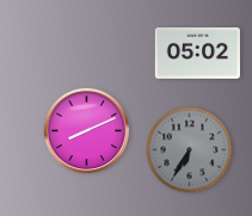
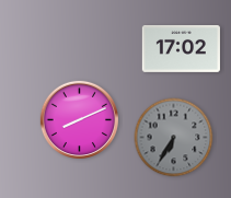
clock at (197, 53): 05:02 -> 17:02
